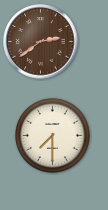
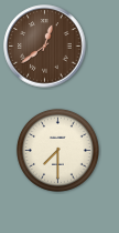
clock at (41, 42): 2:39 -> 12:39
